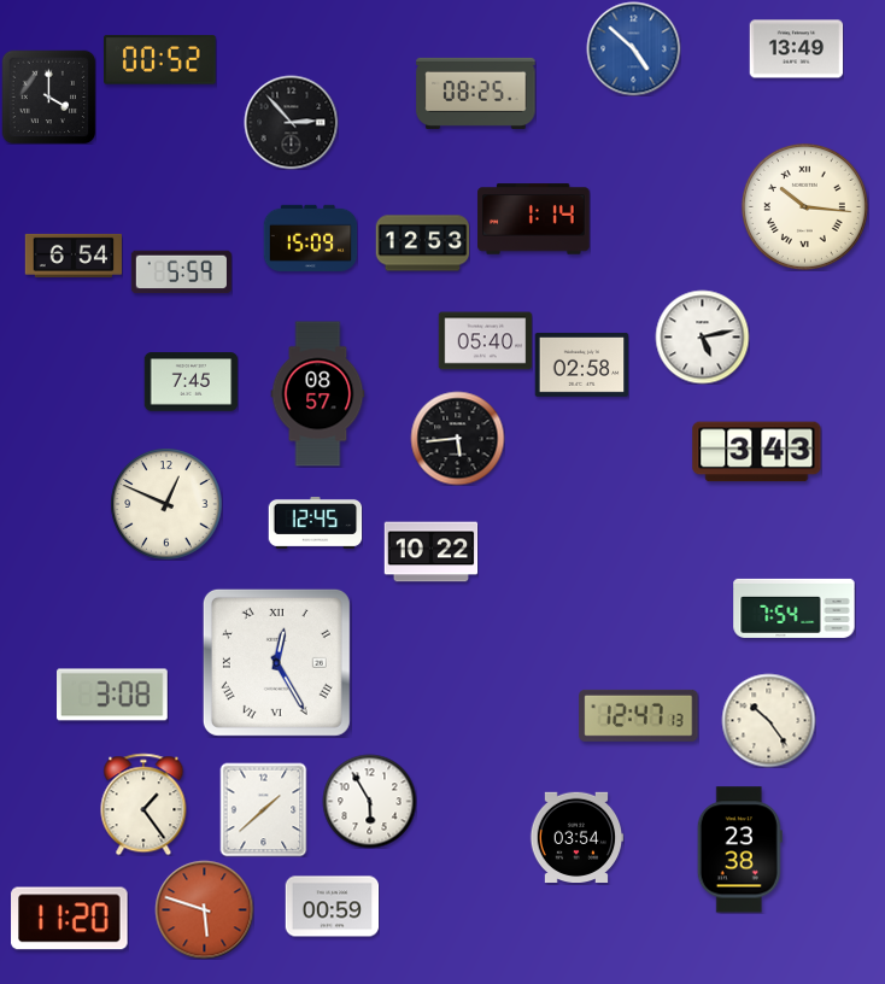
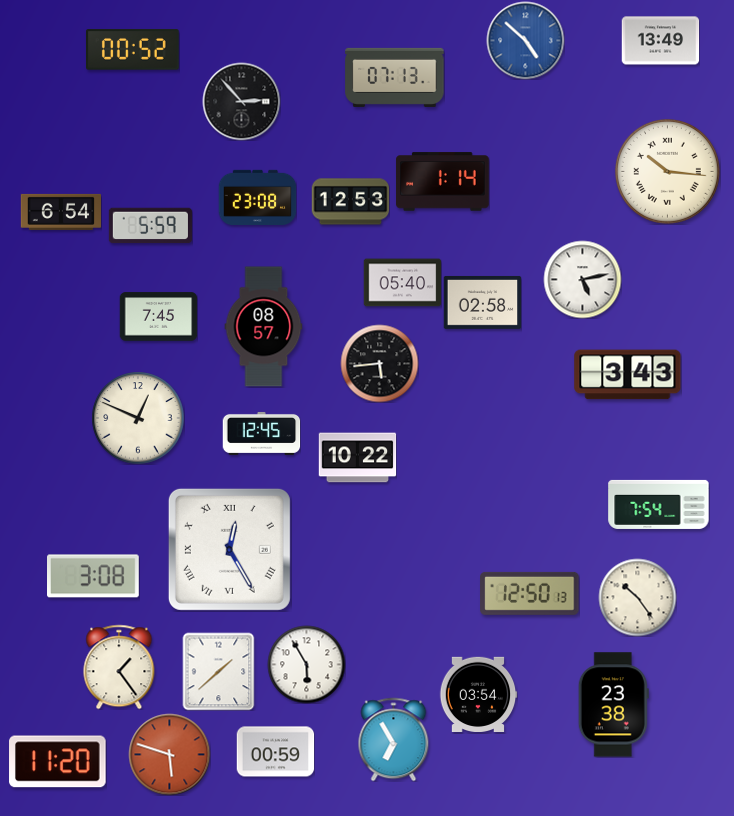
clock at (476, 93): 08:25 -> 07:13
clock at (48, 96): 4:00 -> none
clock at (310, 238): 15:09 -> 23:08
clock at (639, 715): 12:47 -> 12:50
clock at (394, 739): none -> 6:55
